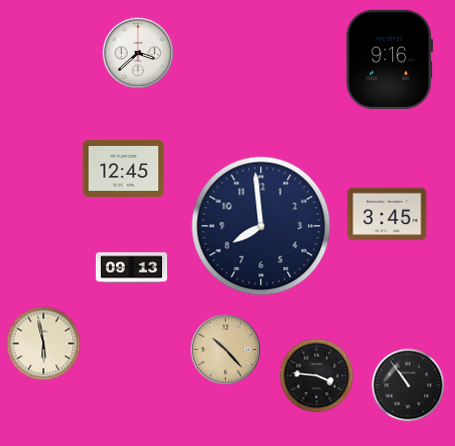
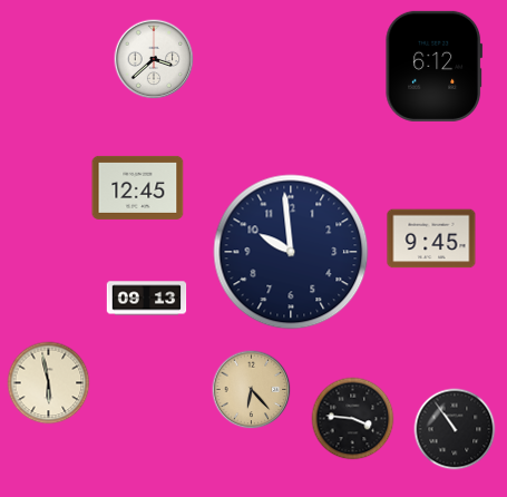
clock at (390, 59): 9:16 -> 6:12
clock at (387, 214): 3:45 -> 9:45
clock at (261, 226): 7:59 -> 9:59
clock at (226, 350): 10:23 -> 6:23
